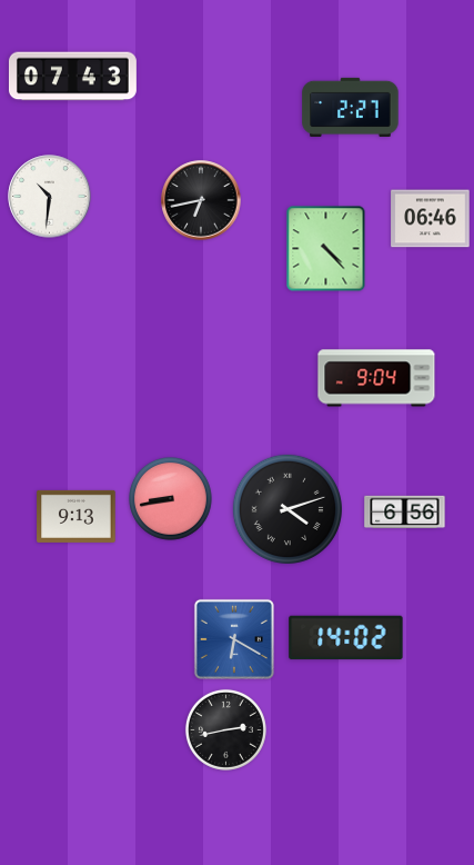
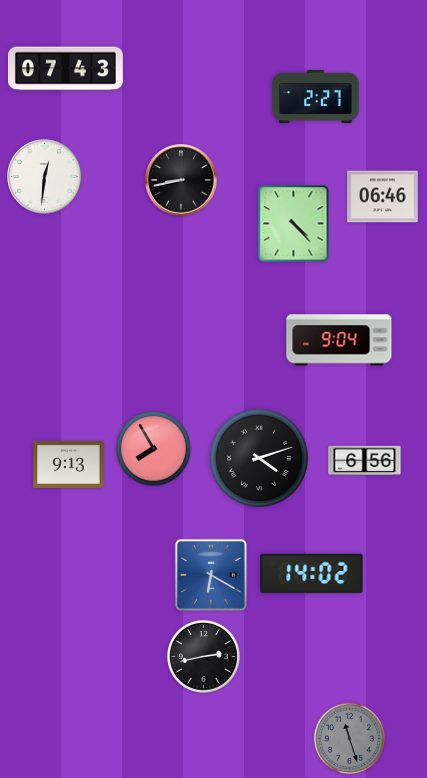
clock at (50, 197): 10:31 -> 12:31
clock at (201, 200): 6:43 -> 8:43
clock at (431, 219) position: (431, 219) -> (383, 197)
clock at (171, 499): 8:43 -> 7:55
clock at (349, 738): none -> 11:27
